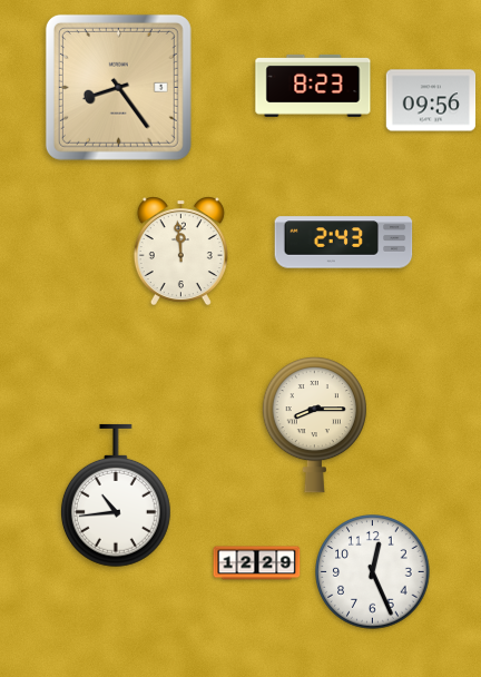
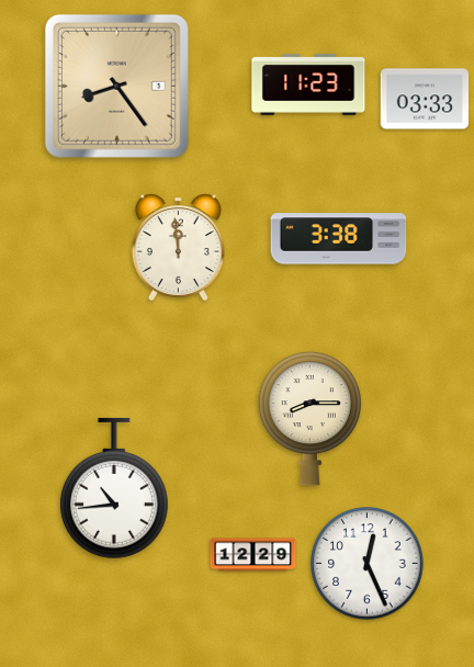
clock at (313, 86): 8:23 -> 11:23
clock at (431, 100): 09:56 -> 03:33
clock at (344, 243): 2:43 -> 3:38
